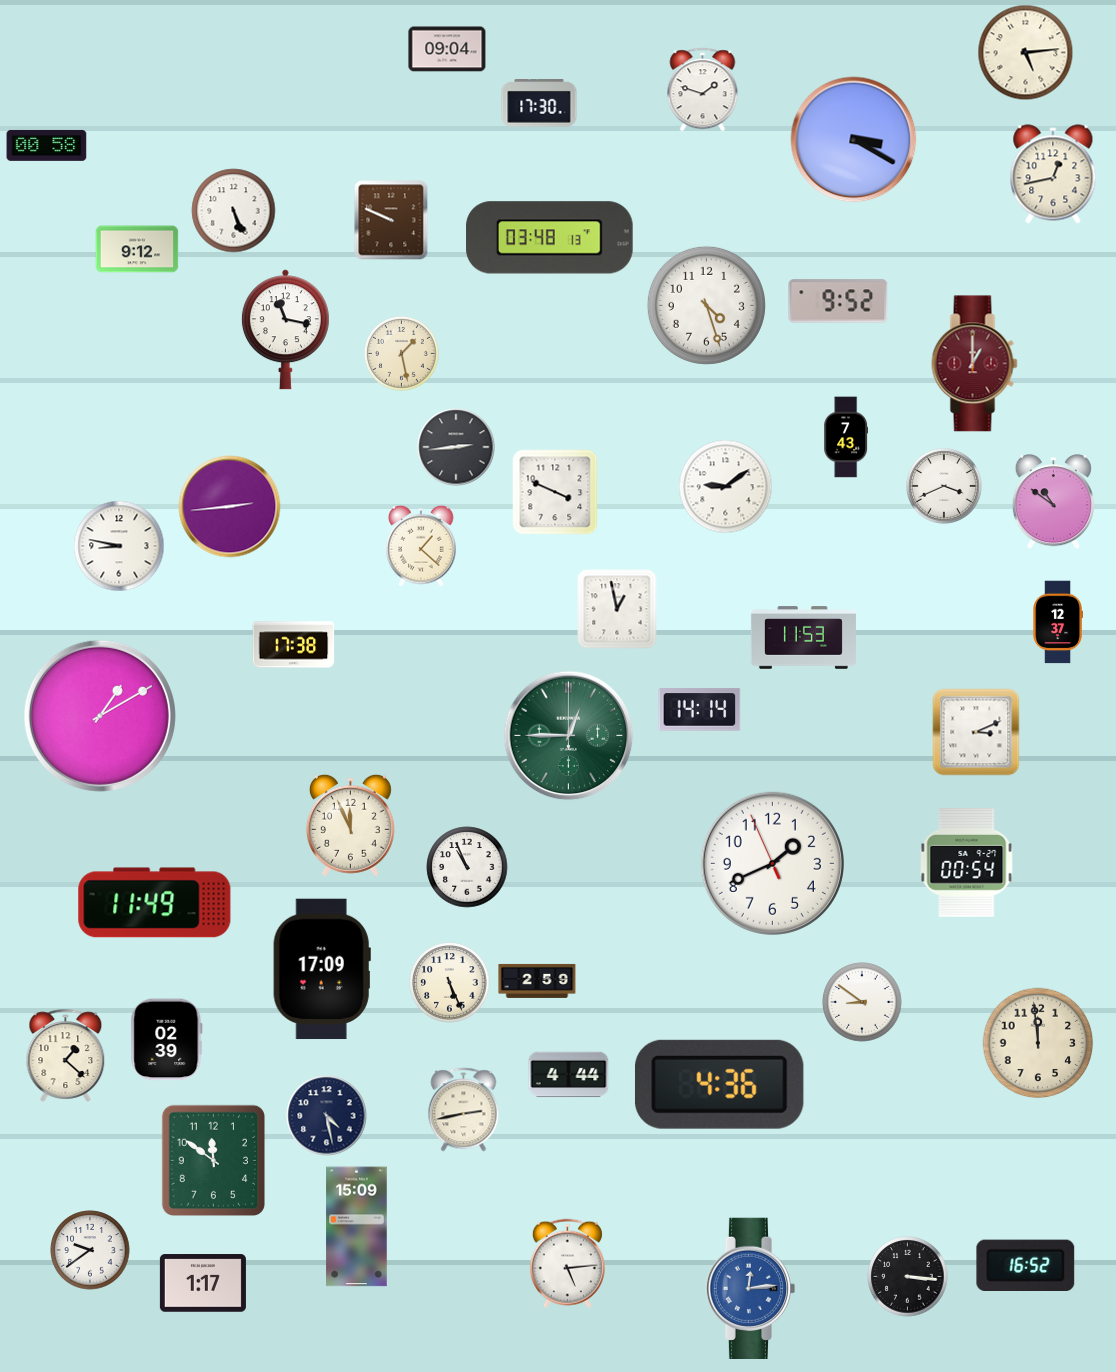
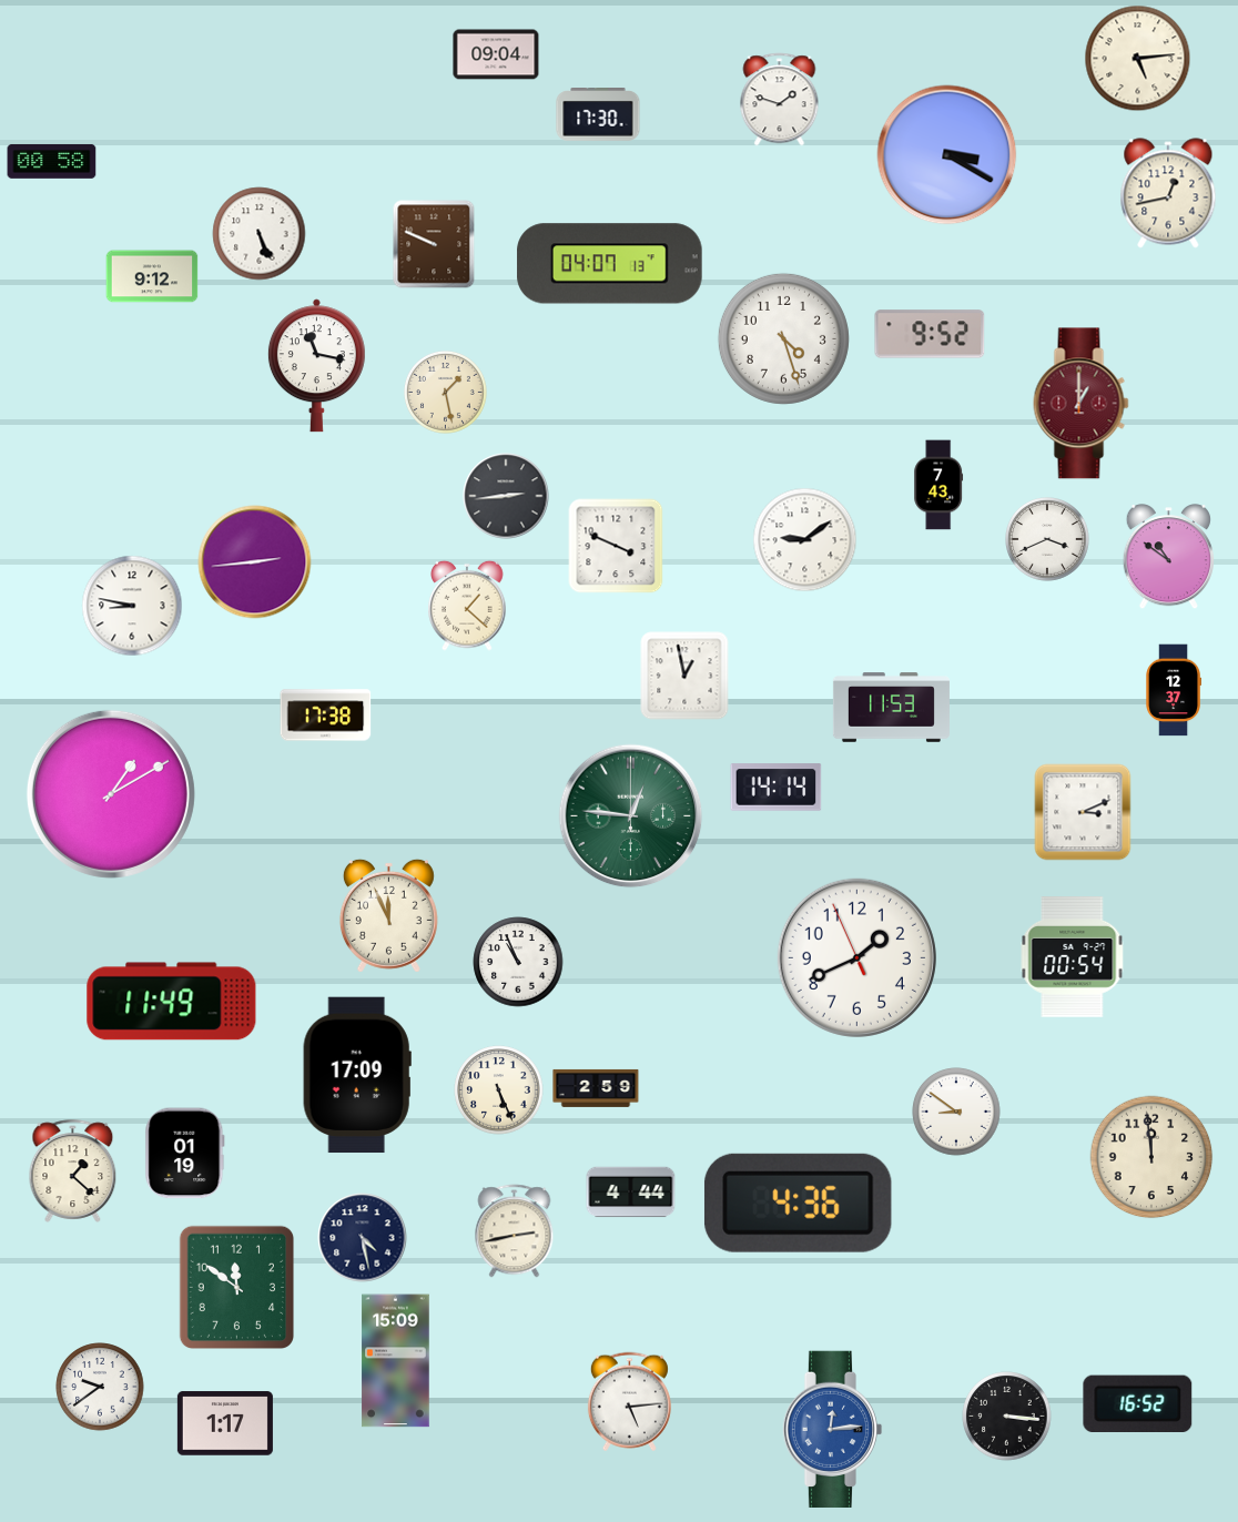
clock at (550, 238): 03:48 -> 04:07
clock at (569, 736): 12:45 -> 12:46
clock at (167, 1040): 02:39 -> 01:19
